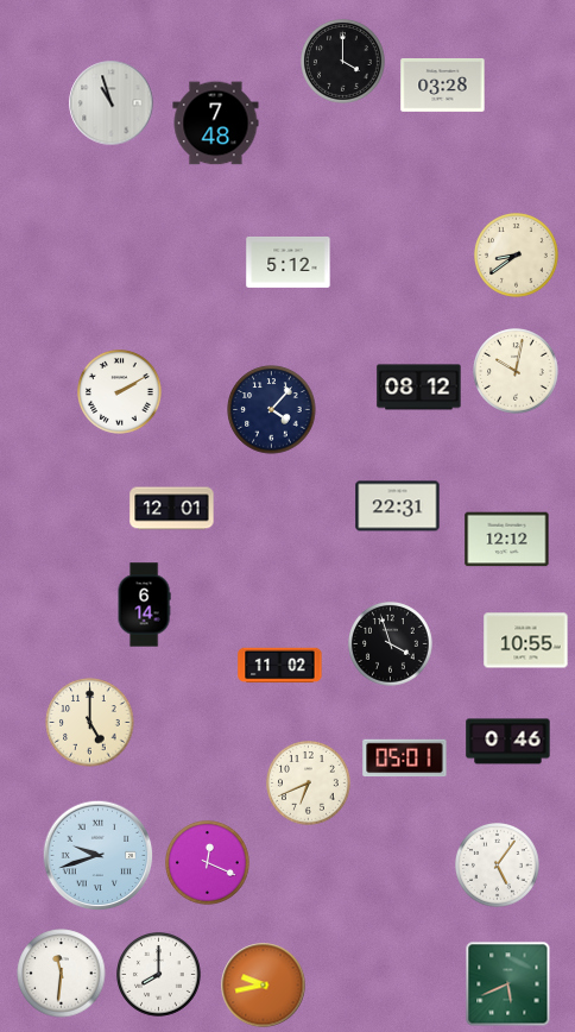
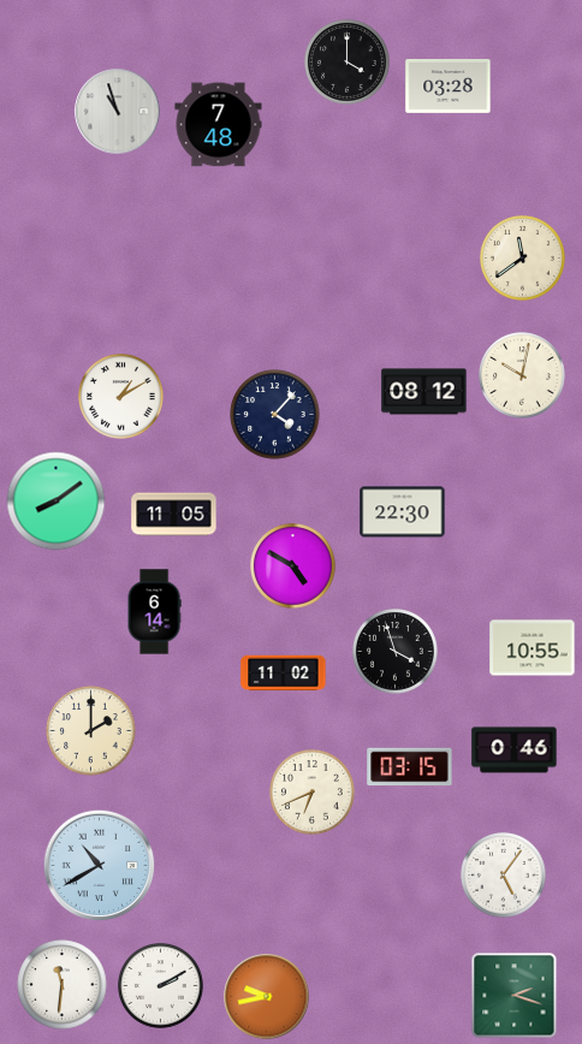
clock at (112, 103) position: (112, 103) -> (118, 112)
clock at (517, 256): 8:39 -> 11:39
clock at (289, 263): 5:12 -> none
clock at (120, 392): 2:10 -> 1:10
clock at (57, 502): none -> 8:09
clock at (398, 506): 22:31 -> 22:30
clock at (172, 509): 12:01 -> 11:05
clock at (507, 540): 12:12 -> none
clock at (293, 567): none -> 4:50
clock at (144, 605) position: (144, 605) -> (154, 612)
clock at (90, 723): 5:00 -> 2:00
clock at (405, 759): 05:01 -> 03:15
clock at (99, 856): 9:42 -> 10:40
clock at (208, 863): 12:19 -> none
clock at (159, 975): 8:00 -> 2:10
clock at (508, 984): 5:41 -> 2:18
